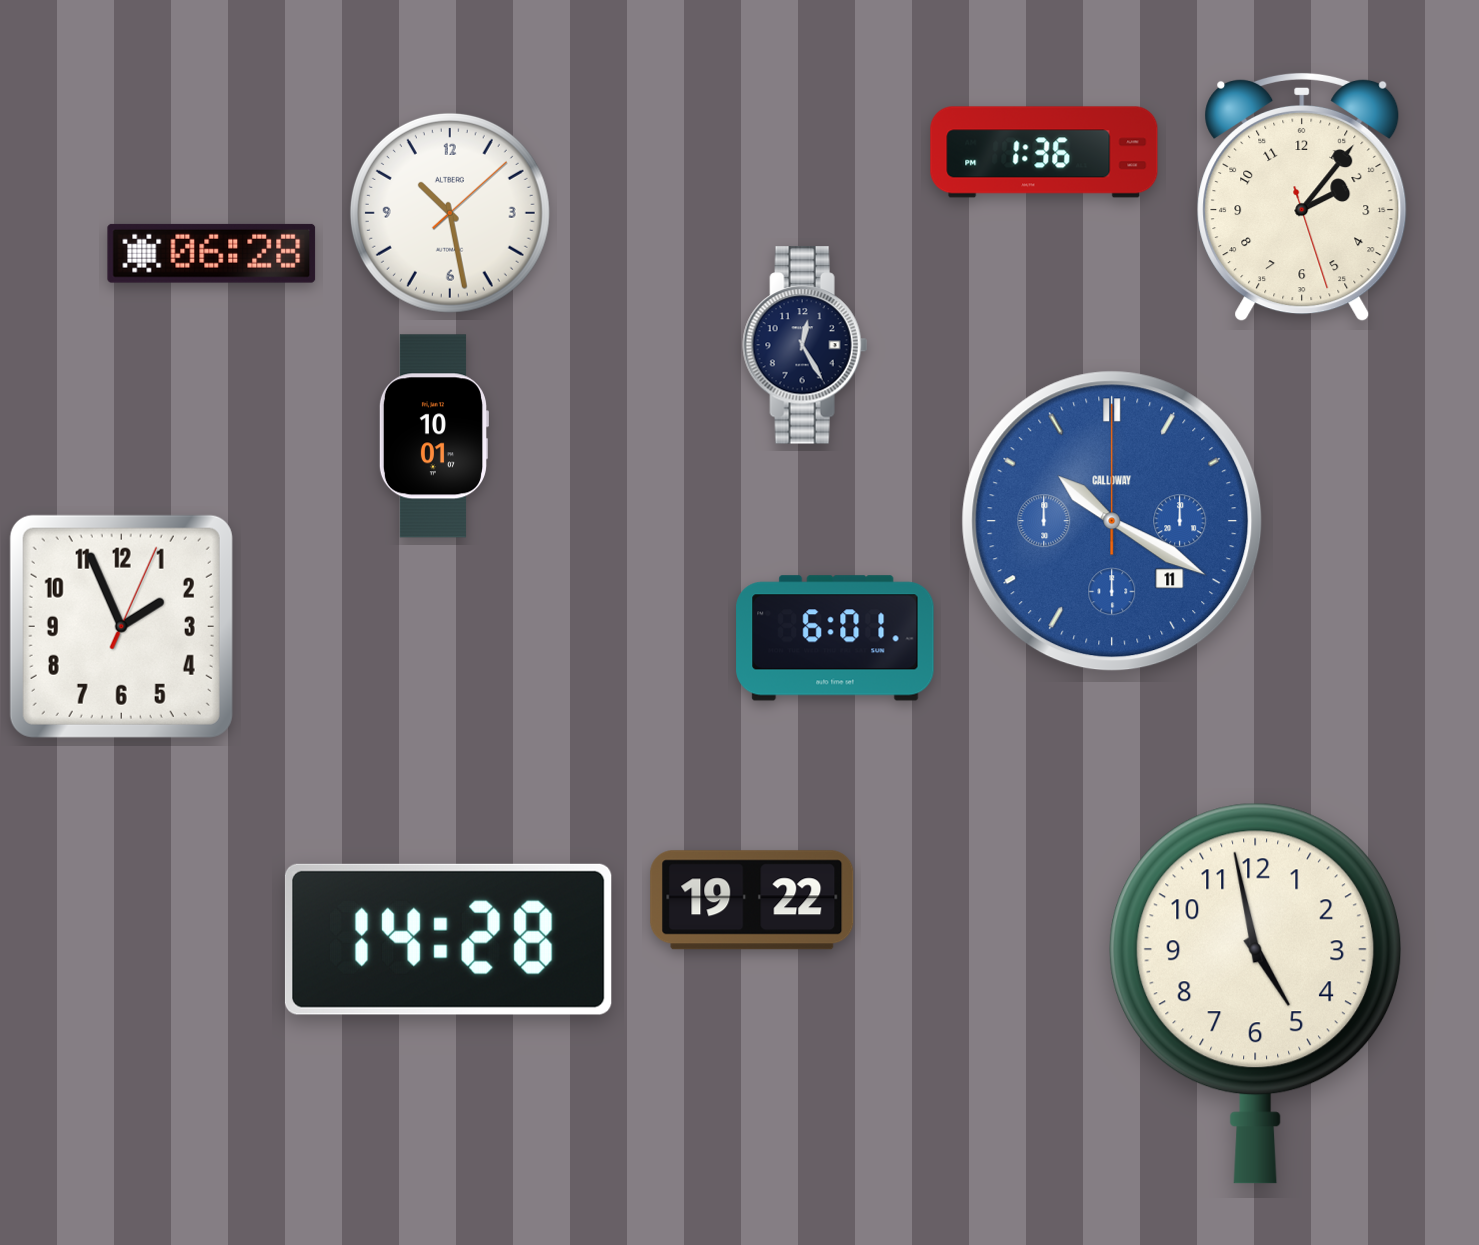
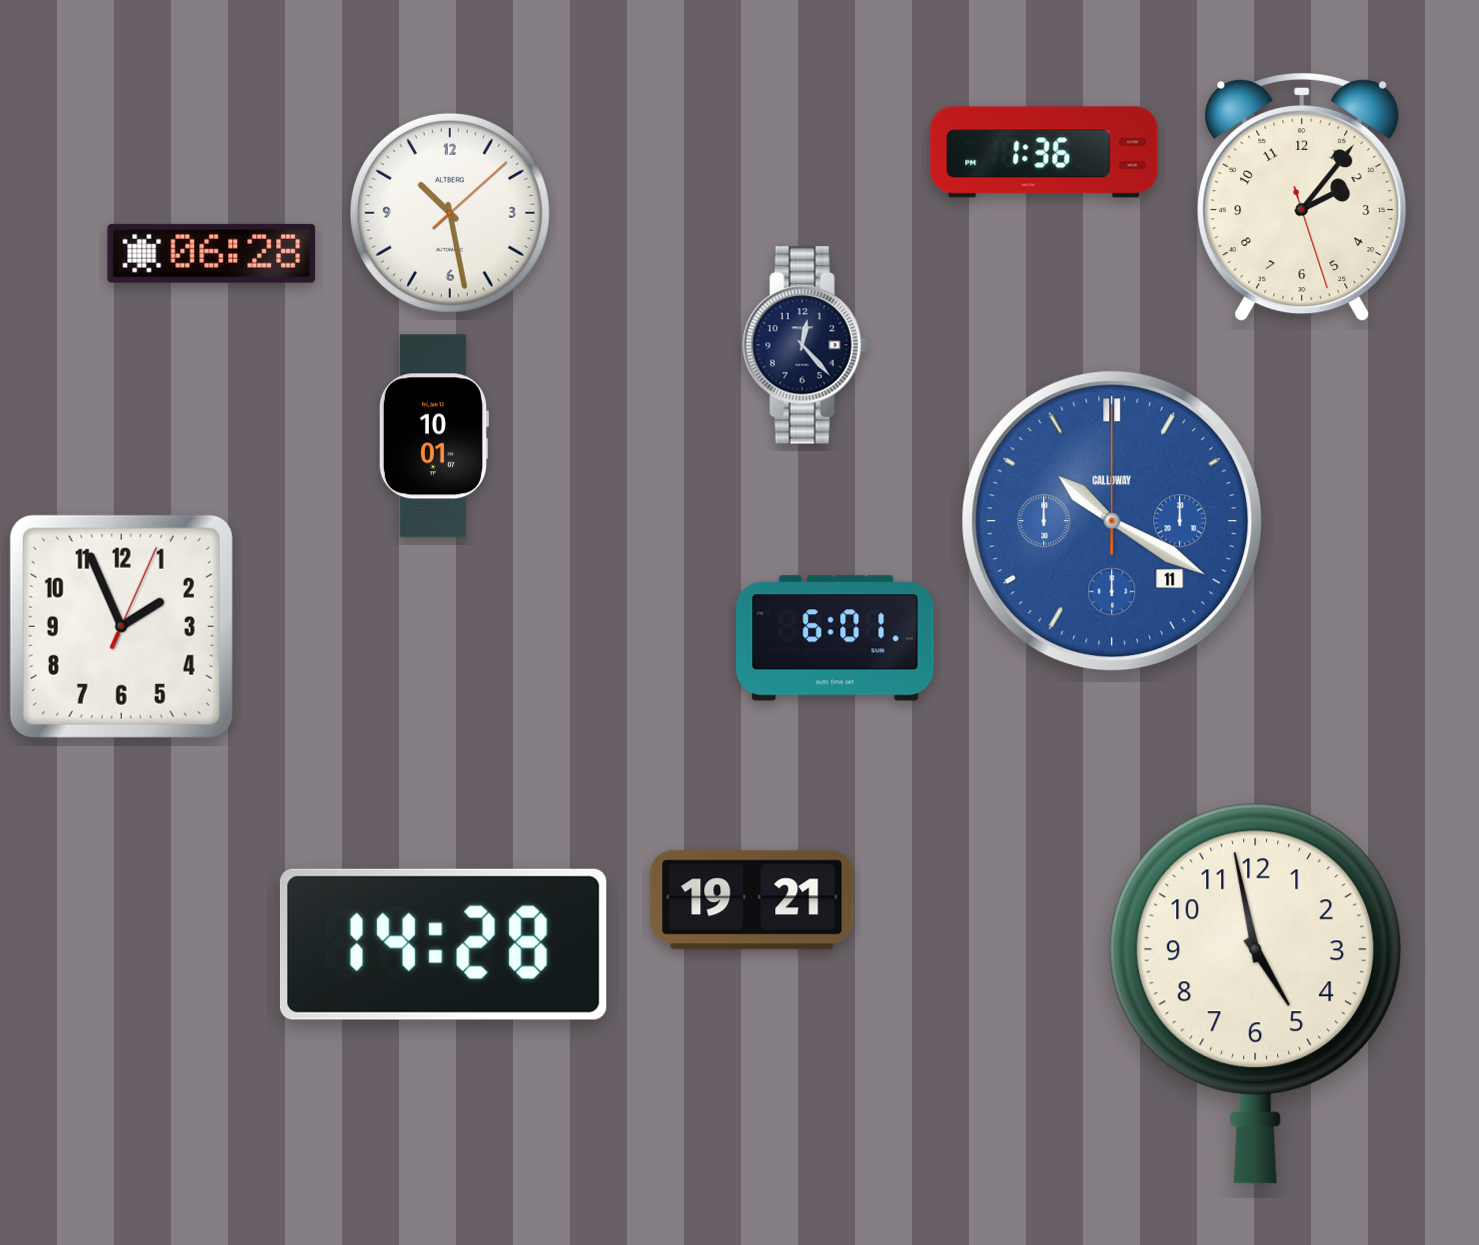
clock at (805, 345): 12:25 -> 12:23
clock at (752, 900): 19:22 -> 19:21
clock at (448, 939) position: (448, 939) -> (443, 944)
